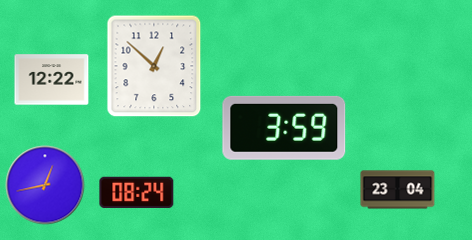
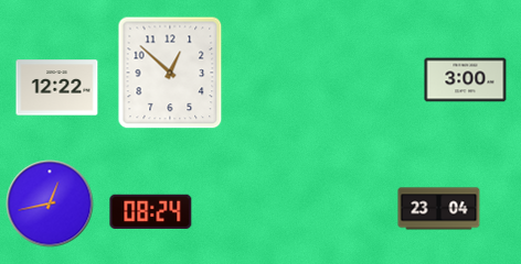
clock at (466, 80): none -> 3:00
clock at (284, 128): 3:59 -> none
